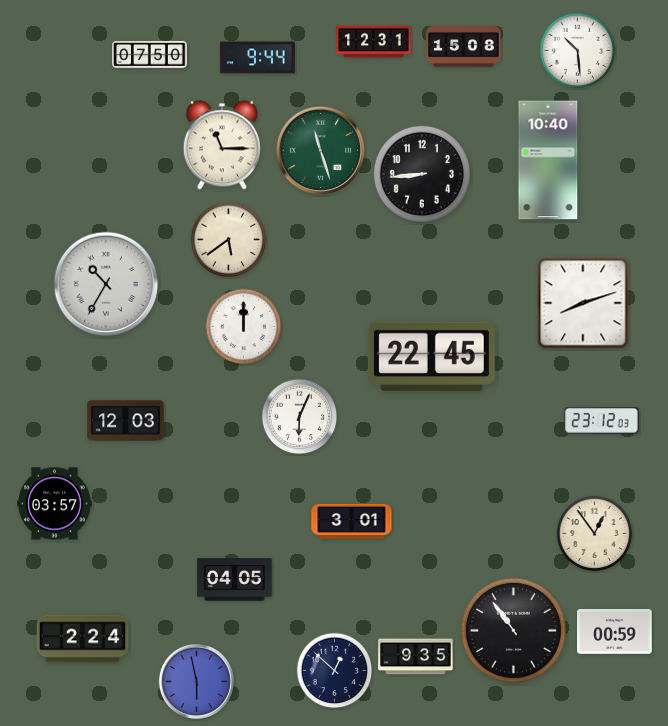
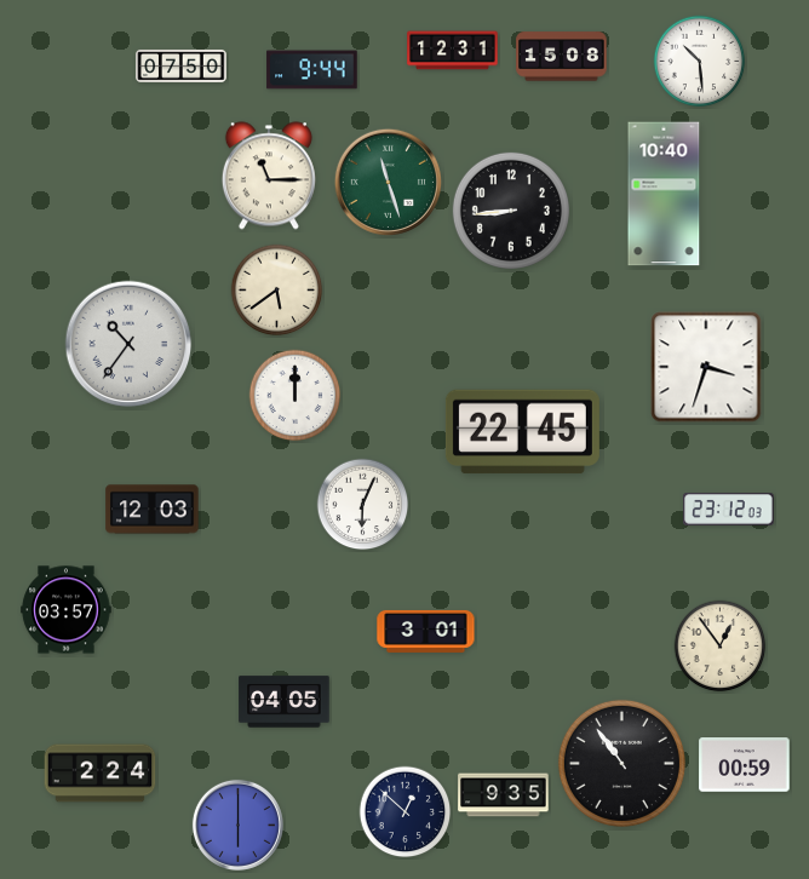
clock at (106, 284): 10:35 -> 10:36
clock at (583, 303): 8:12 -> 3:33
clock at (196, 681): 5:58 -> 6:00
